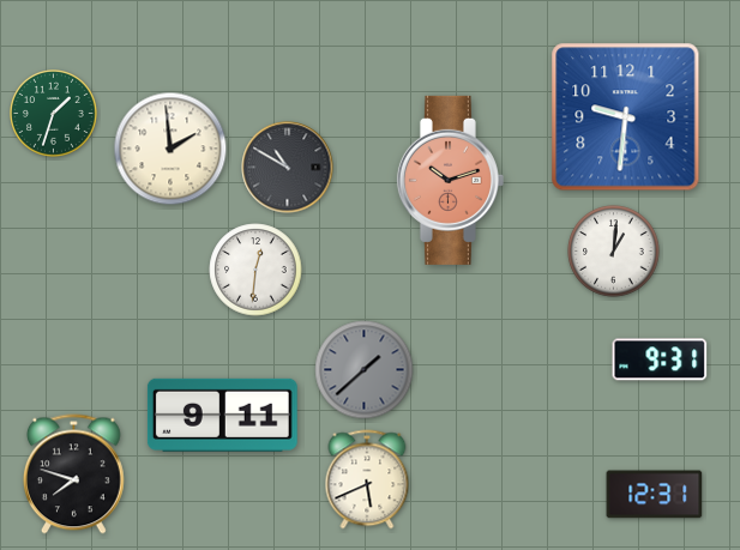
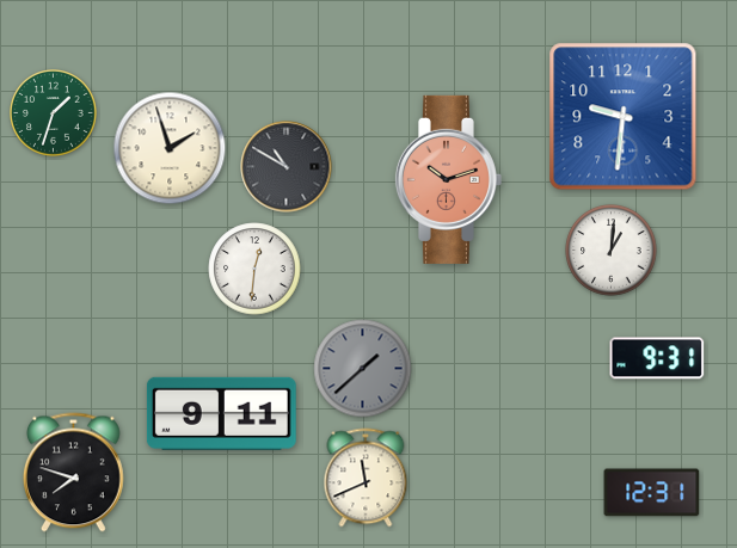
clock at (170, 149): 1:59 -> 1:57
clock at (367, 479): 5:41 -> 11:41
